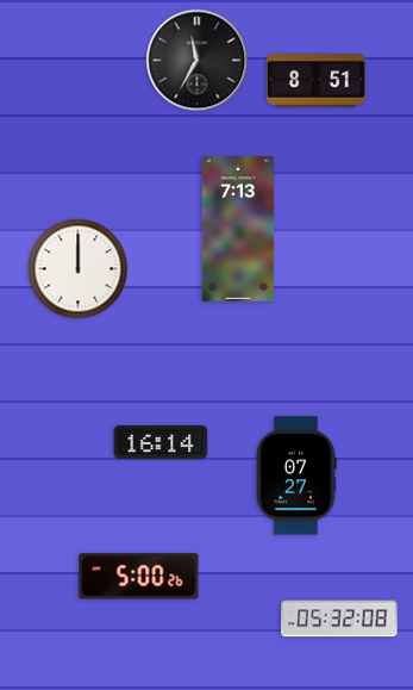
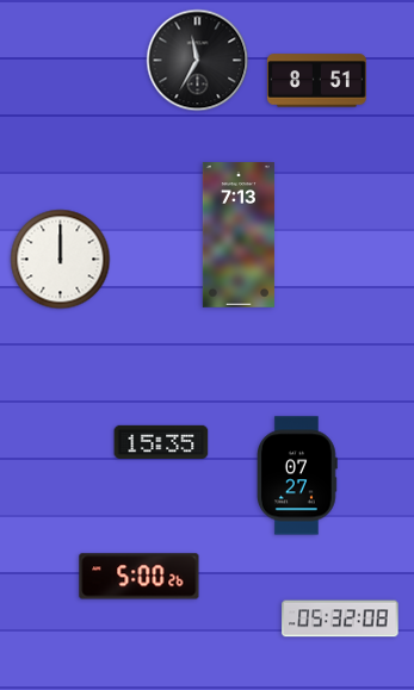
clock at (238, 229) position: (238, 229) -> (239, 235)
clock at (79, 269) position: (79, 269) -> (61, 260)
clock at (161, 442): 16:14 -> 15:35
